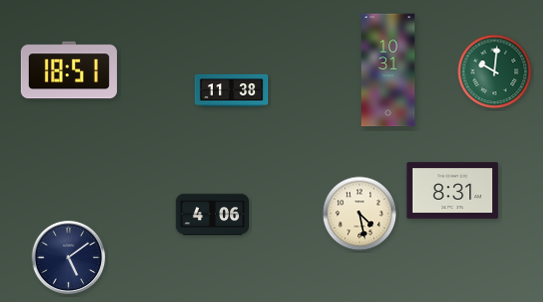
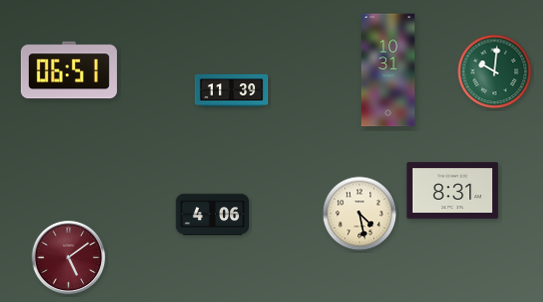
clock at (69, 70): 18:51 -> 06:51
clock at (232, 91): 11:38 -> 11:39
clock at (69, 258) dial: navy -> burgundy
